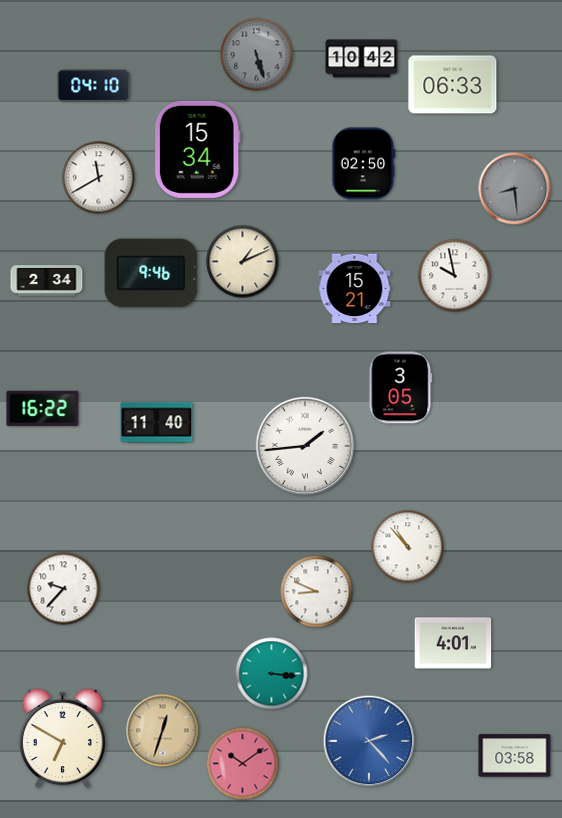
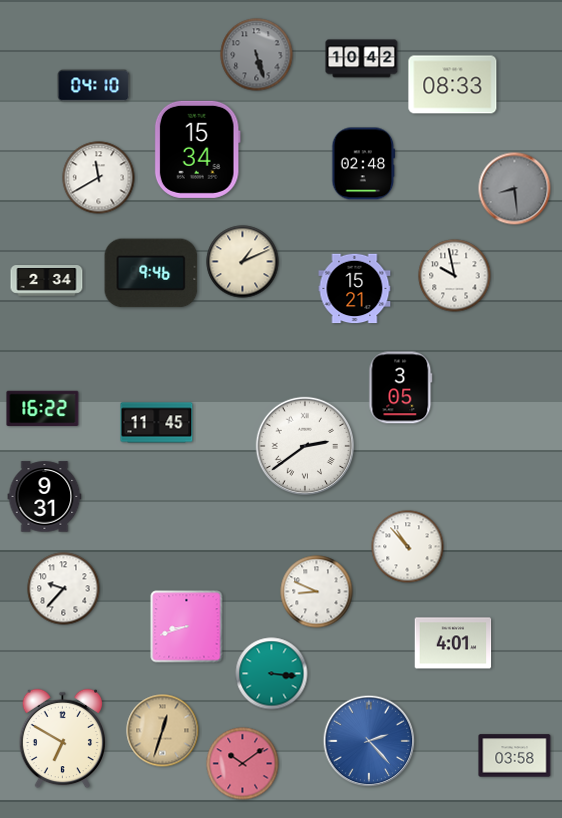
clock at (453, 85): 06:33 -> 08:33
clock at (364, 164): 02:50 -> 02:48
clock at (157, 423): 11:40 -> 11:45
clock at (304, 445): 1:44 -> 2:39
clock at (45, 497): none -> 9:31
clock at (187, 627): none -> 8:42
